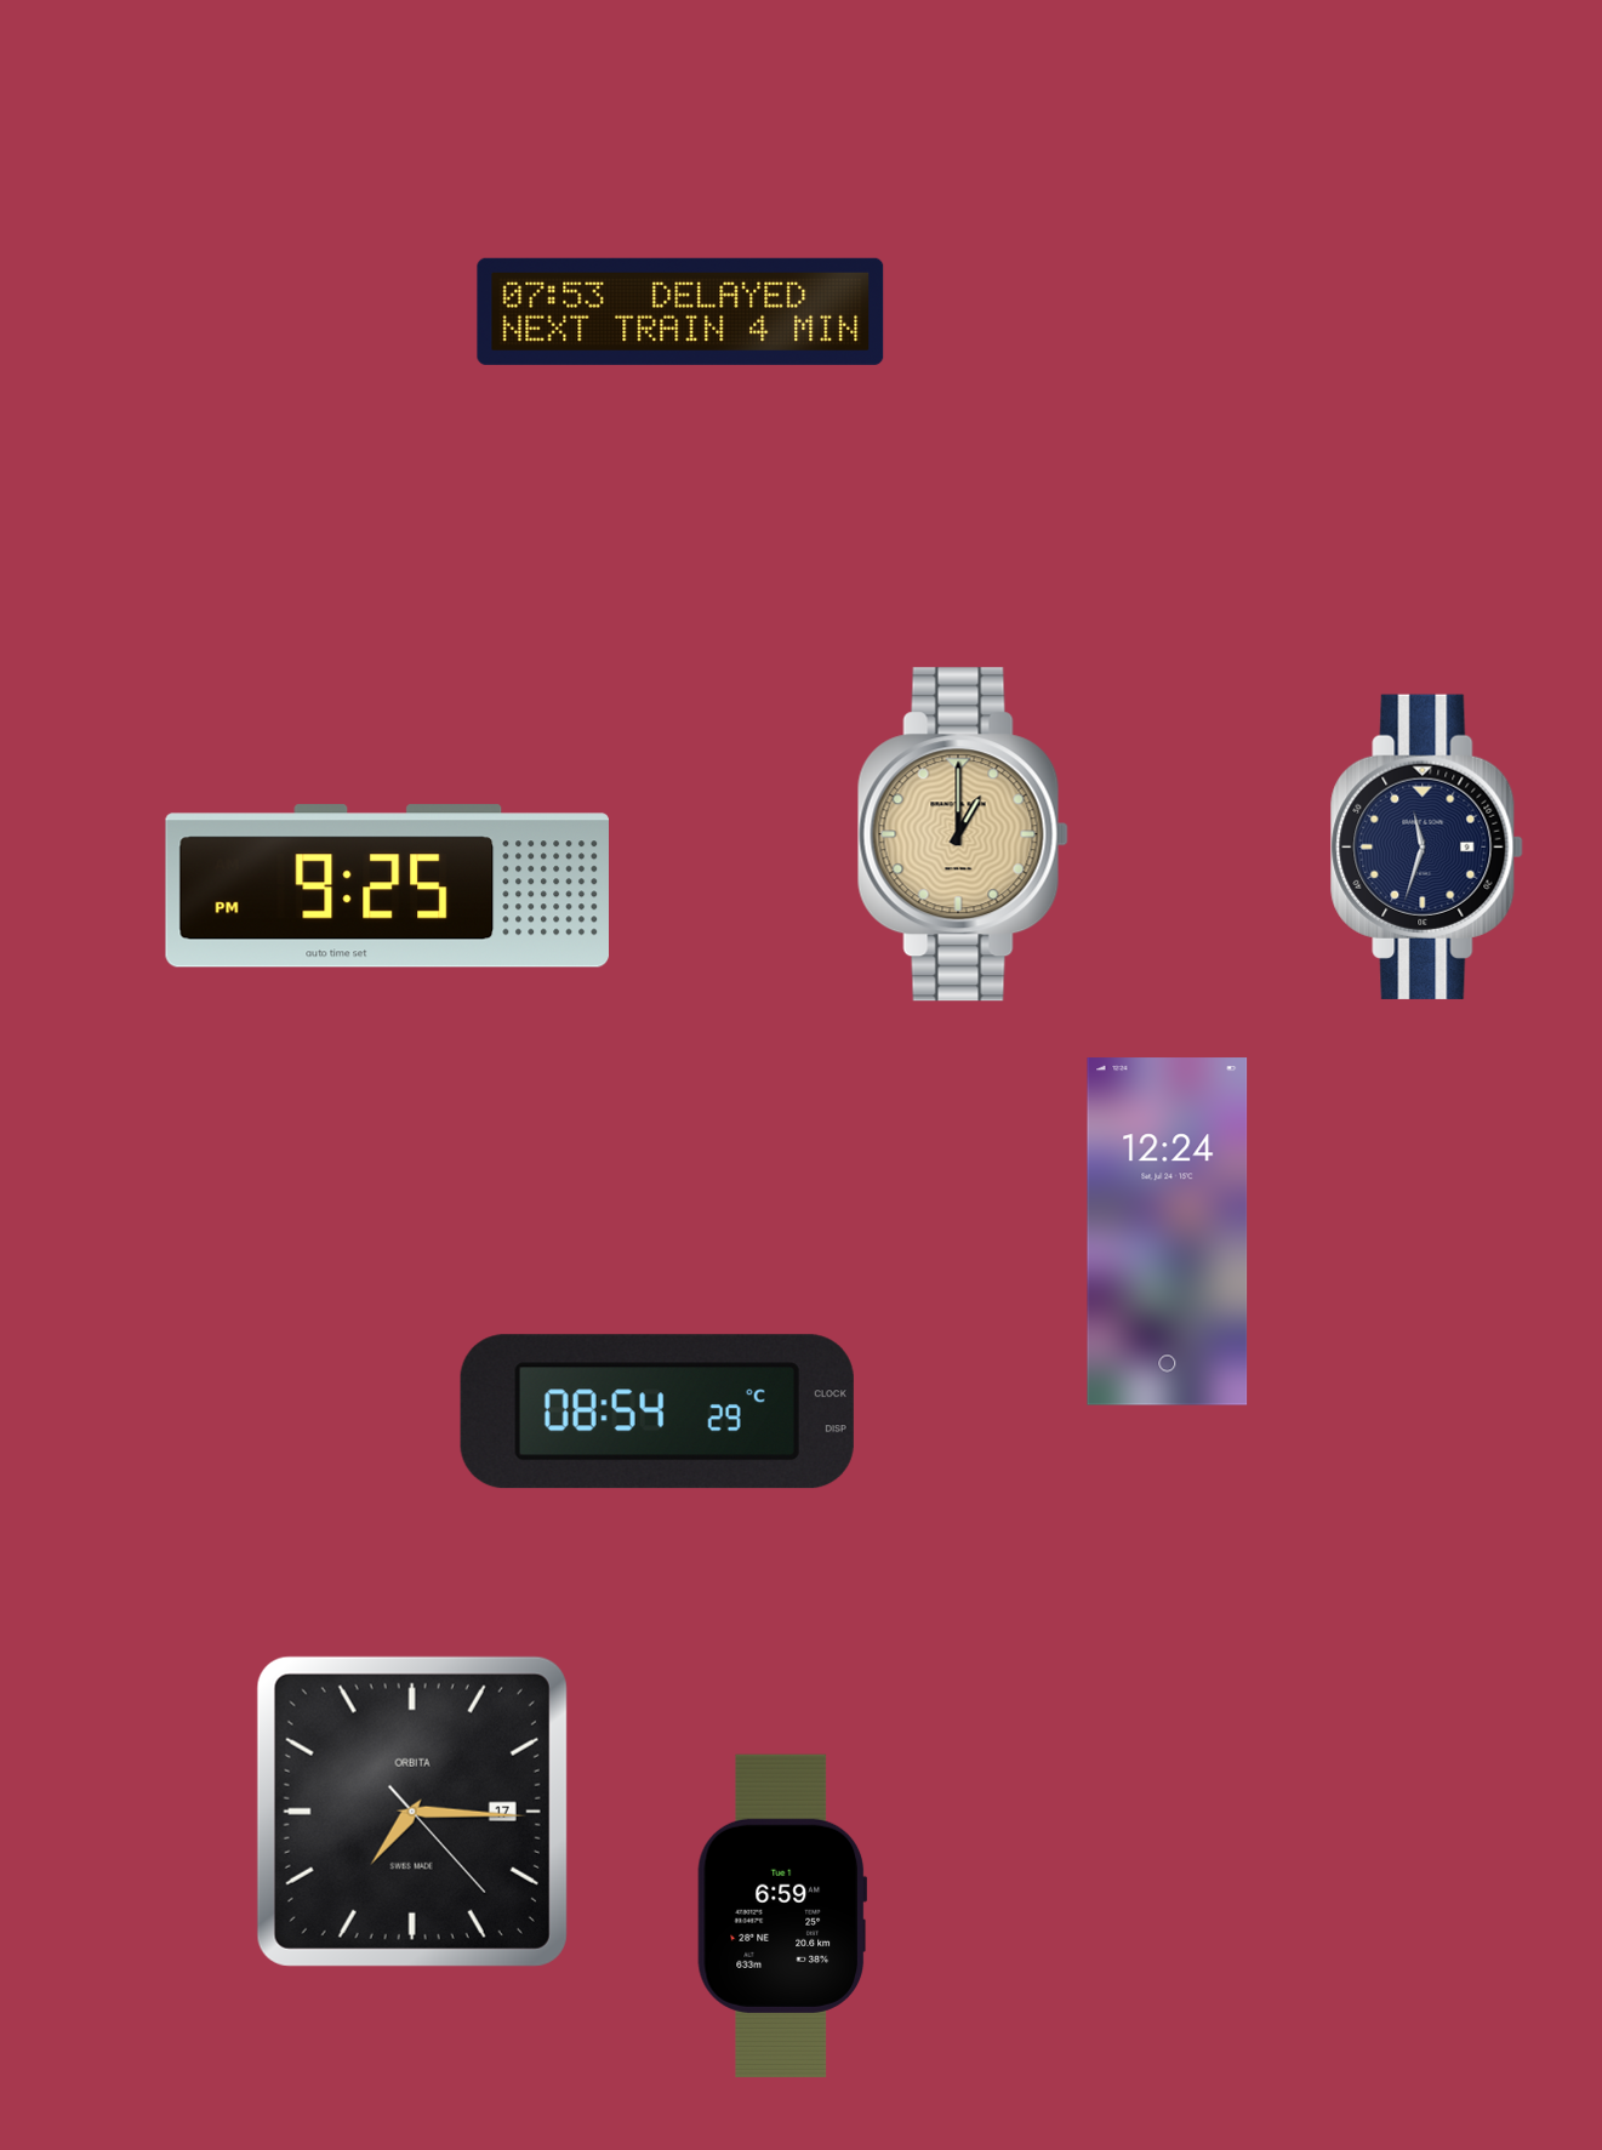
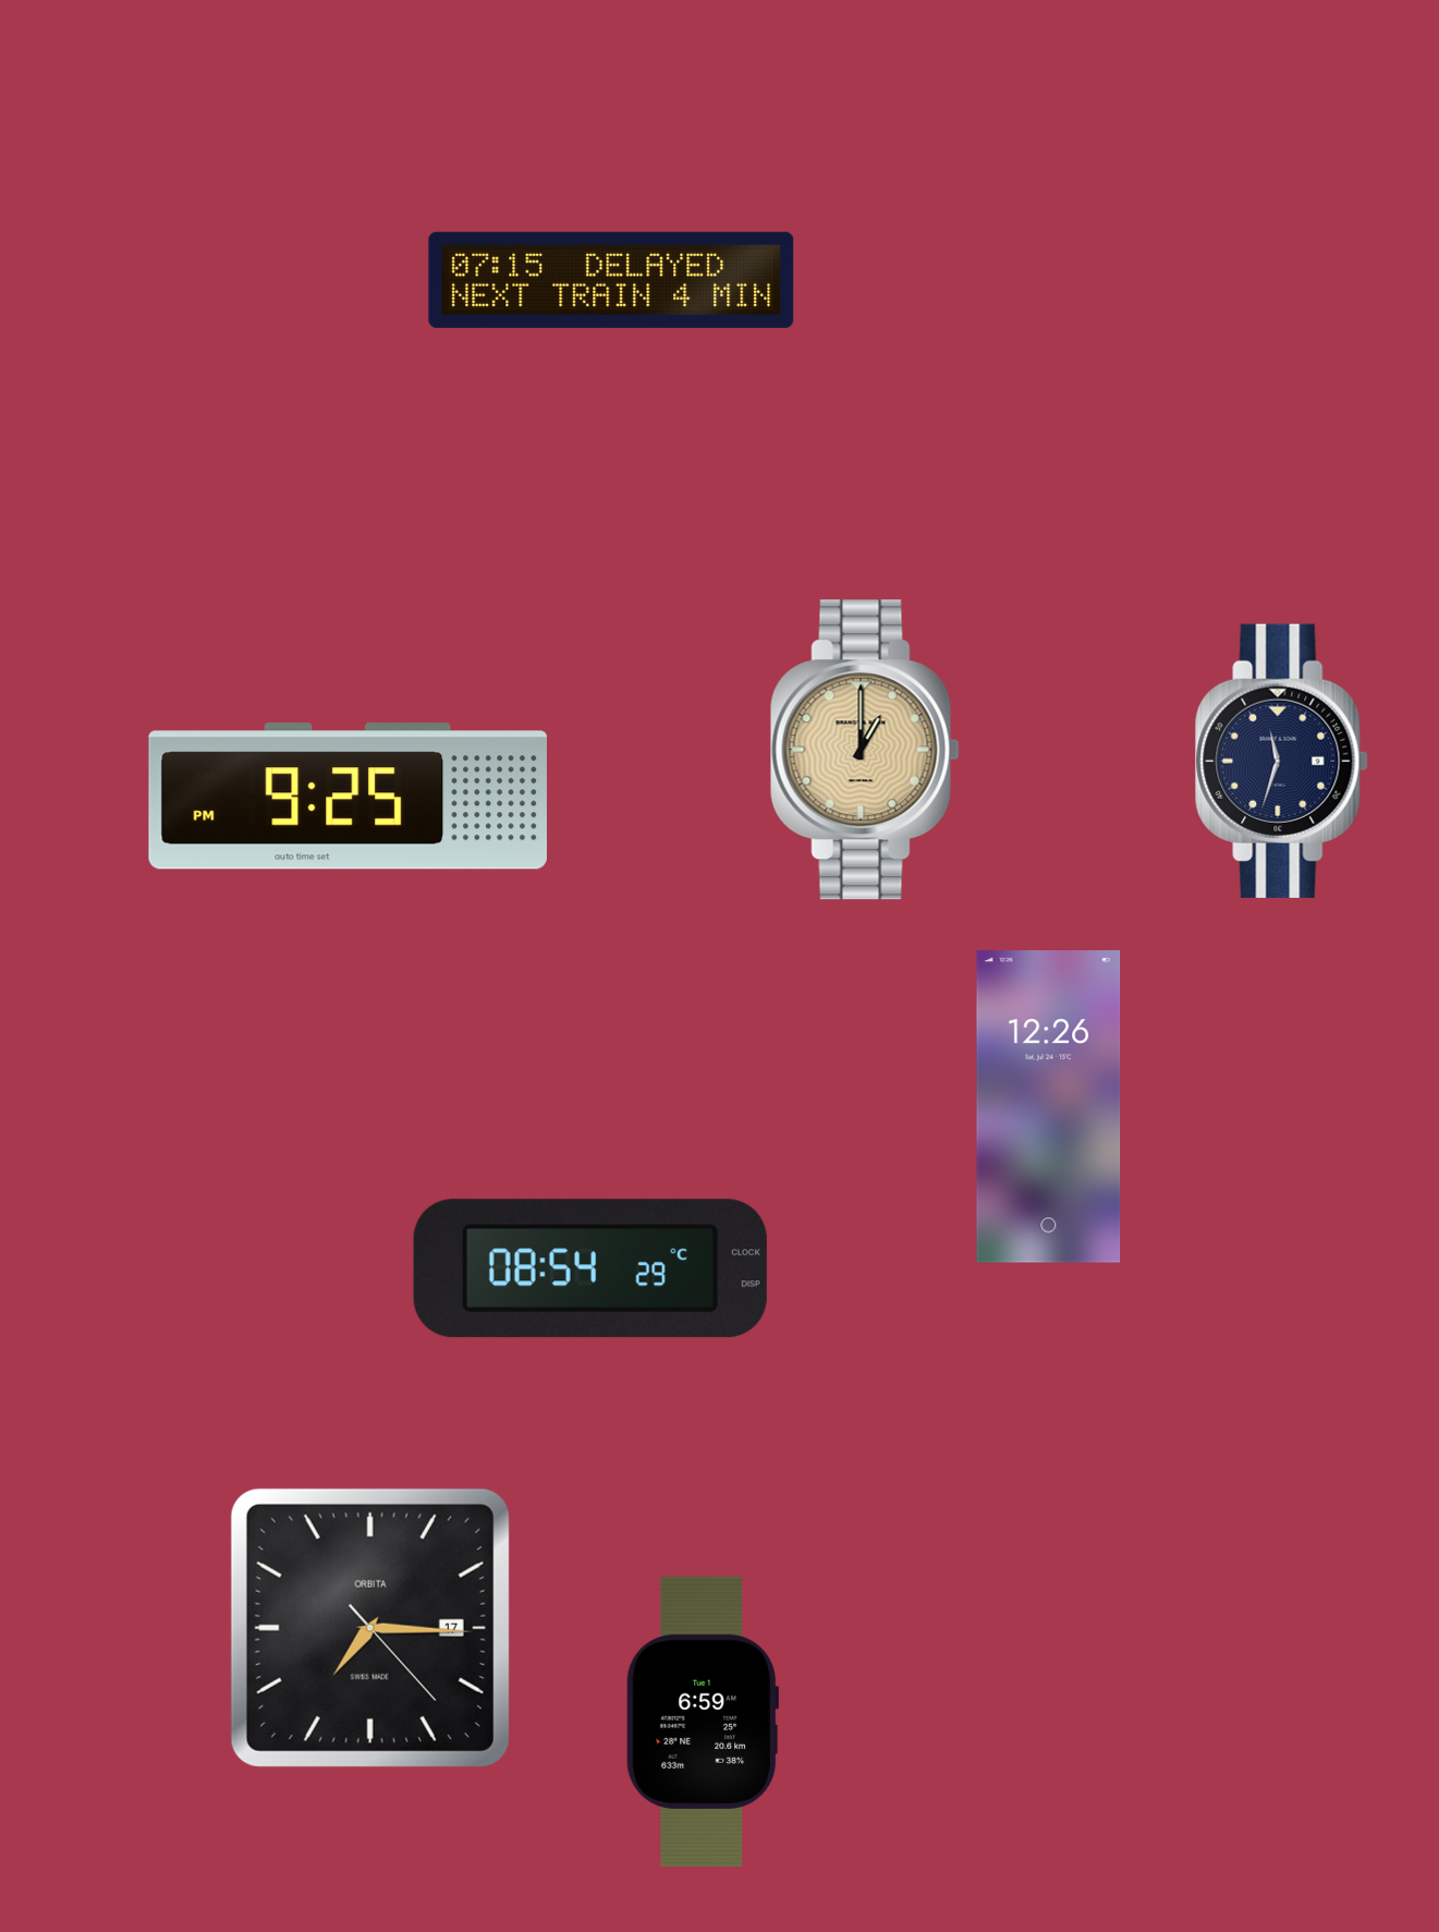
clock at (680, 312): 07:53 -> 07:15
clock at (1168, 1232): 12:24 -> 12:26
